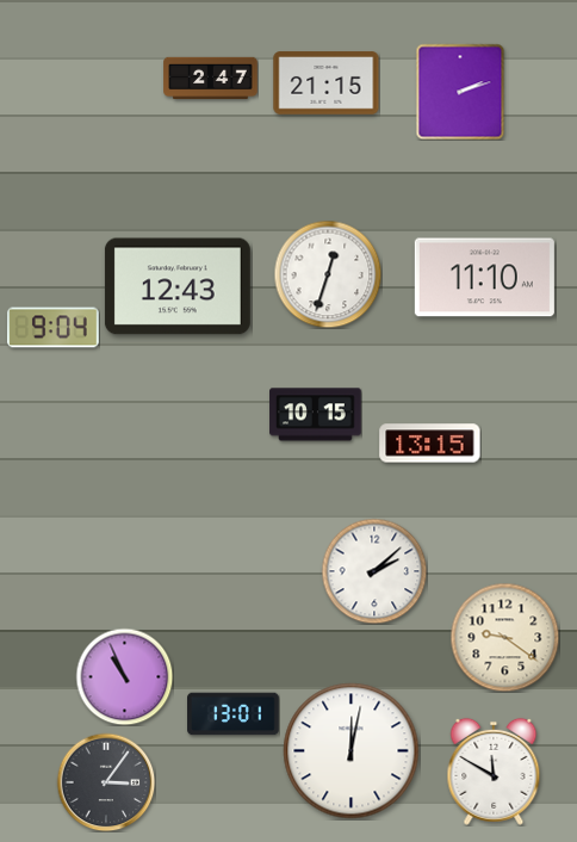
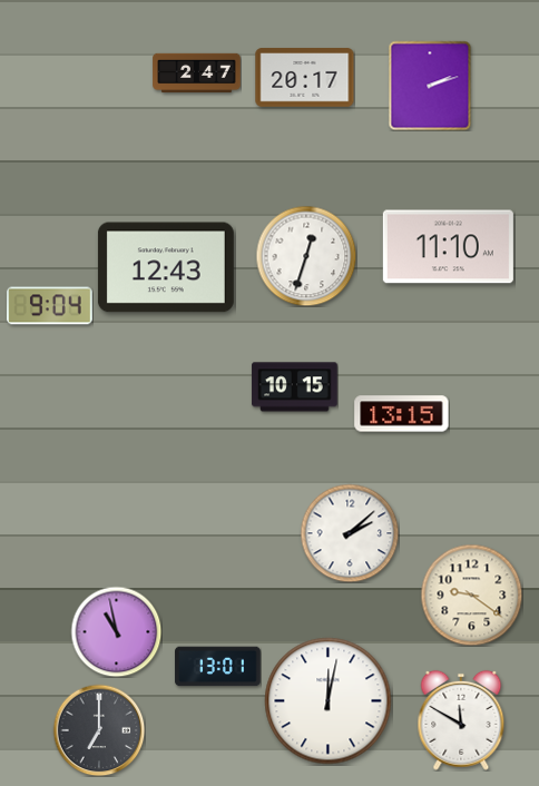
clock at (327, 83): 21:15 -> 20:17
clock at (484, 278) position: (484, 278) -> (448, 247)
clock at (124, 676): 10:56 -> 10:58
clock at (106, 782): 3:06 -> 7:00
